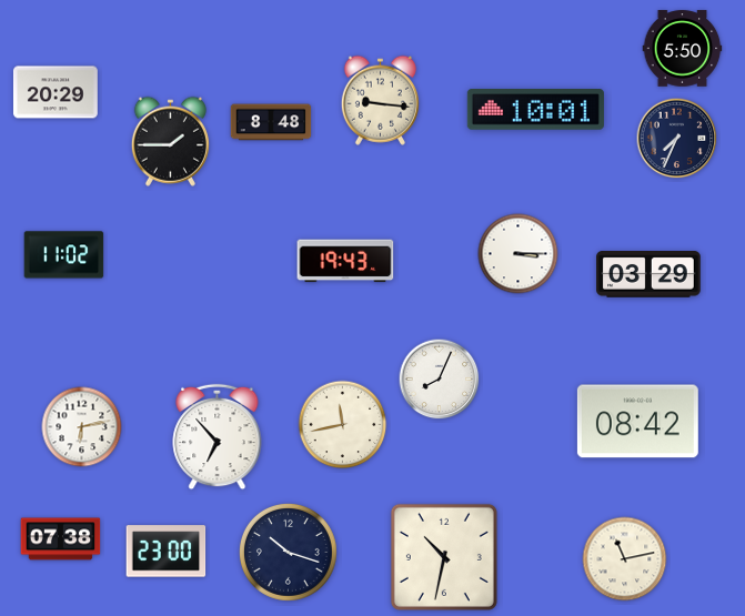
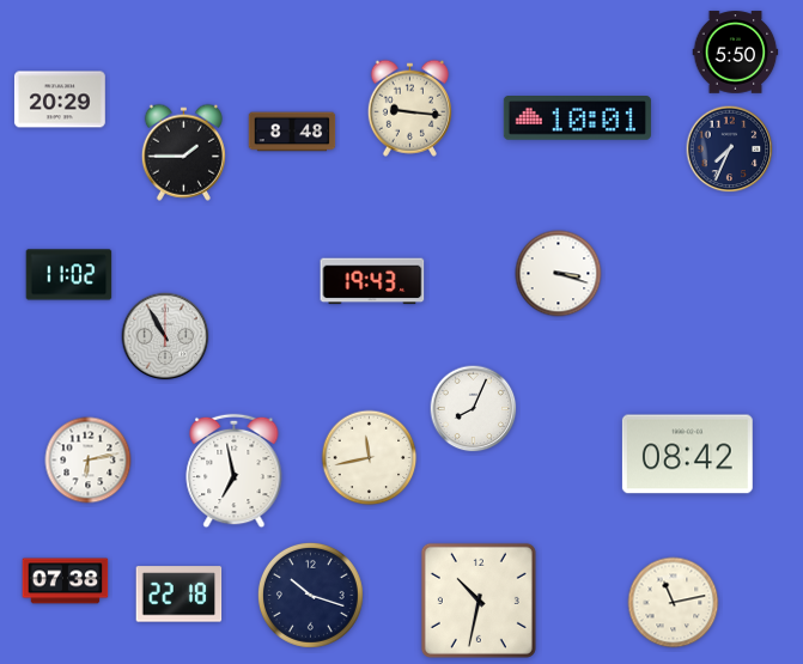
clock at (519, 254): 3:15 -> 3:18
clock at (648, 275): 03:29 -> none
clock at (165, 336): none -> 10:55
clock at (218, 437): 6:53 -> 6:58
clock at (167, 552): 23:00 -> 22:18
